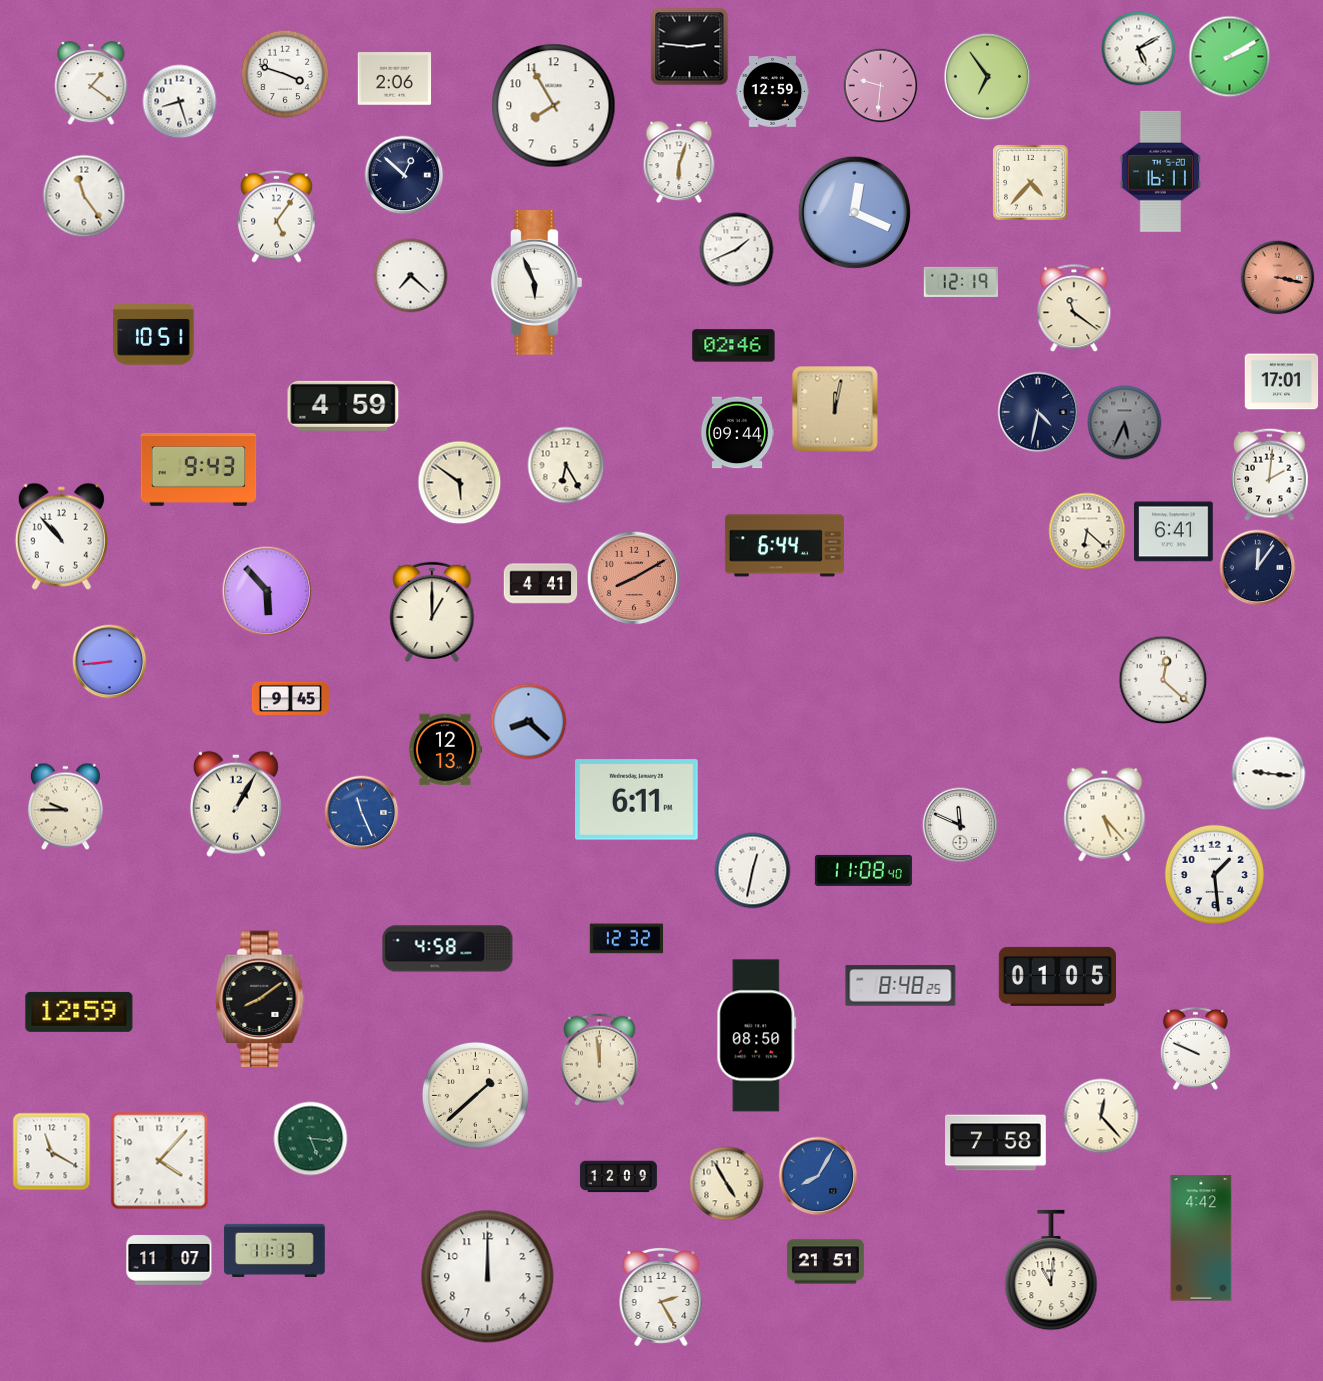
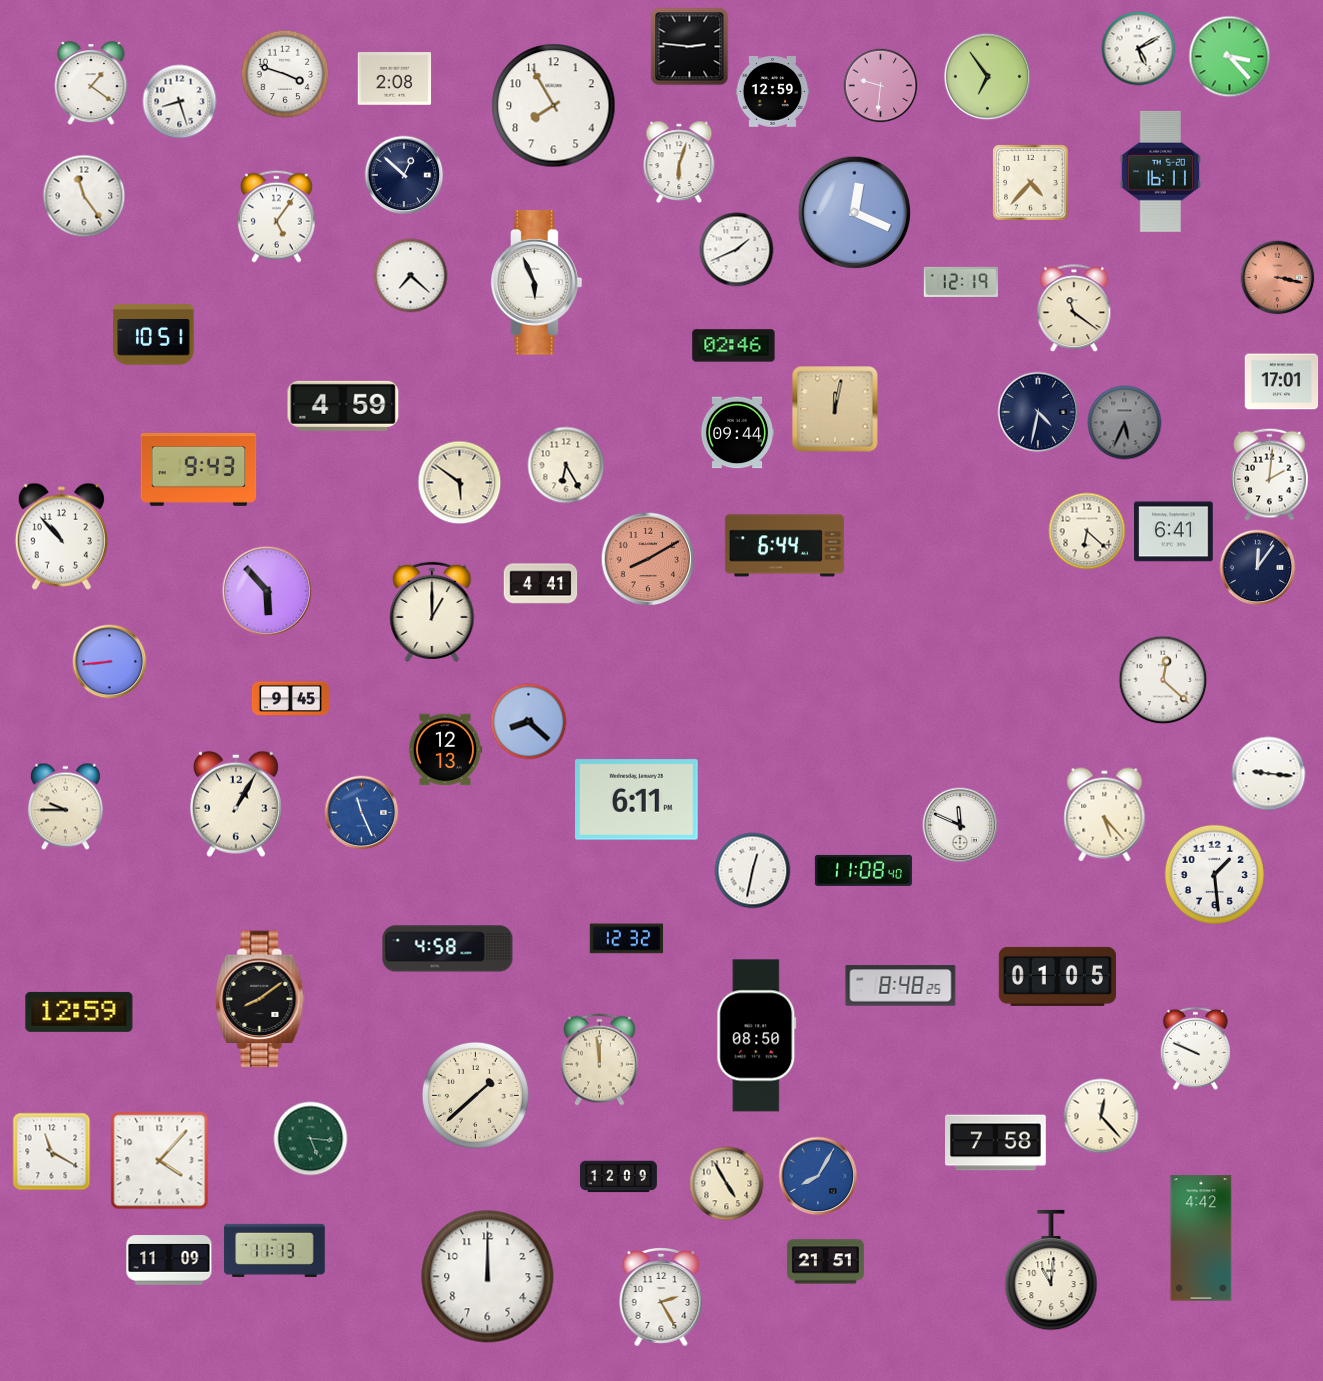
clock at (1230, 57): 2:10 -> 3:23
clock at (395, 79): 2:06 -> 2:08
clock at (634, 578) position: (634, 578) -> (648, 559)
clock at (169, 1260): 11:07 -> 11:09
